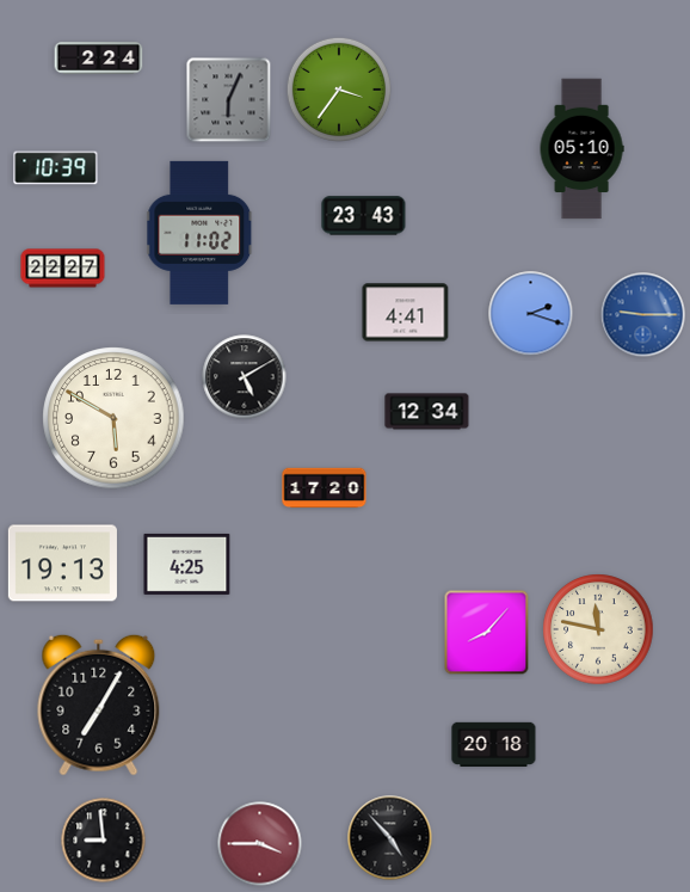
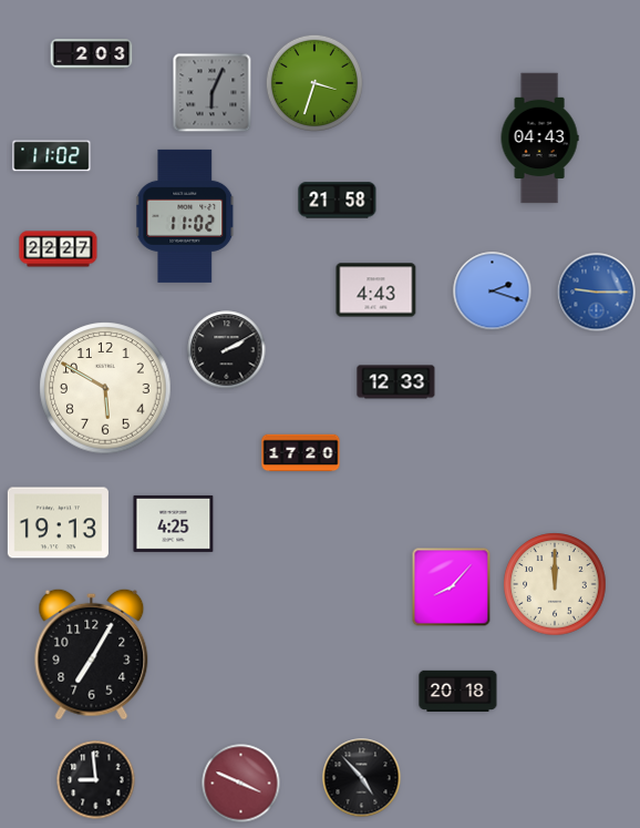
clock at (99, 59): 2:24 -> 2:03
clock at (339, 90): 3:36 -> 3:33
clock at (581, 149): 05:10 -> 04:43
clock at (56, 168): 10:39 -> 11:02
clock at (364, 216): 23:43 -> 21:58
clock at (406, 313): 4:41 -> 4:43
clock at (245, 377): 5:10 -> 2:10
clock at (427, 412): 12:34 -> 12:33
clock at (598, 629): 11:47 -> 12:00
clock at (260, 844): 3:45 -> 3:49
